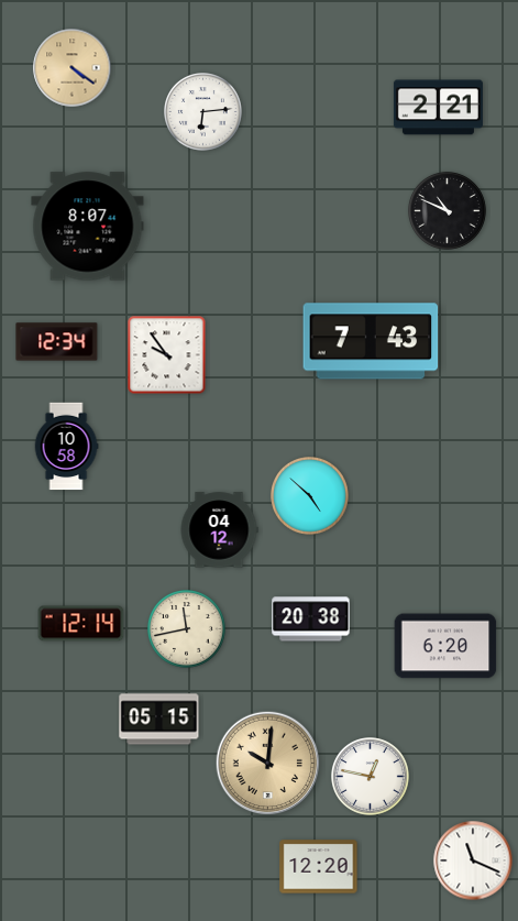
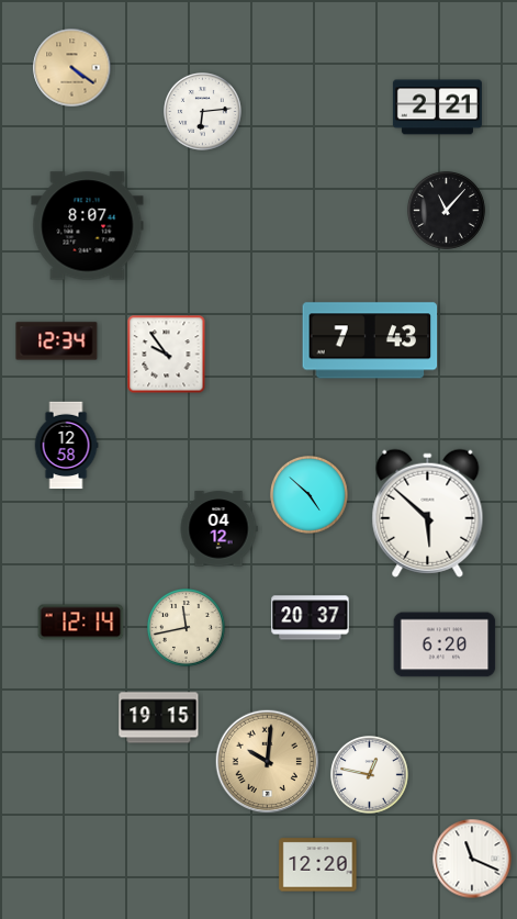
clock at (448, 211): 10:49 -> 11:07
clock at (66, 447): 10:58 -> 12:58
clock at (428, 513): none -> 5:52
clock at (311, 620): 20:38 -> 20:37
clock at (159, 720): 05:15 -> 19:15
